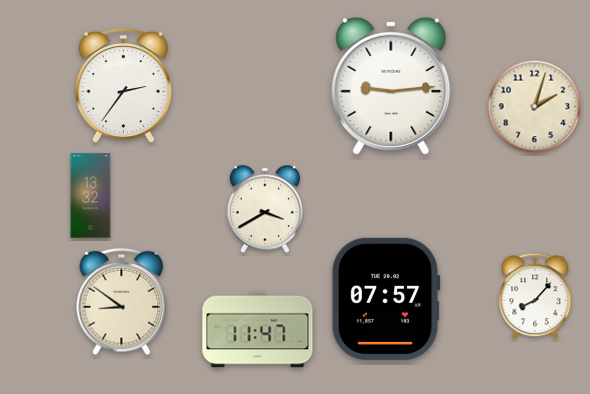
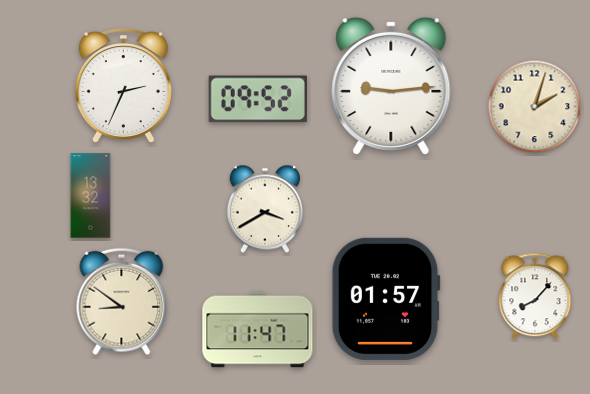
clock at (123, 86): 2:36 -> 2:34
clock at (258, 99): none -> 09:52
clock at (386, 299): 07:57 -> 01:57
